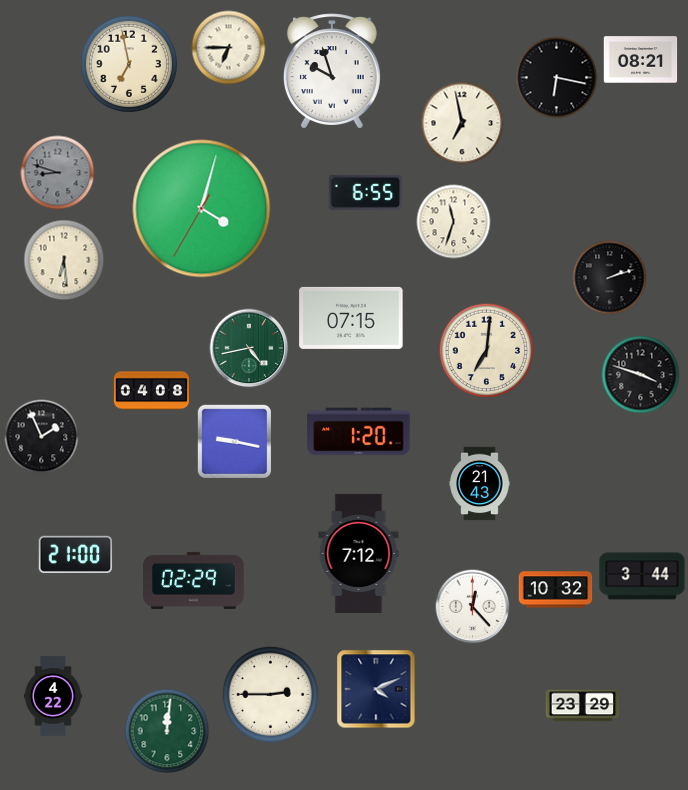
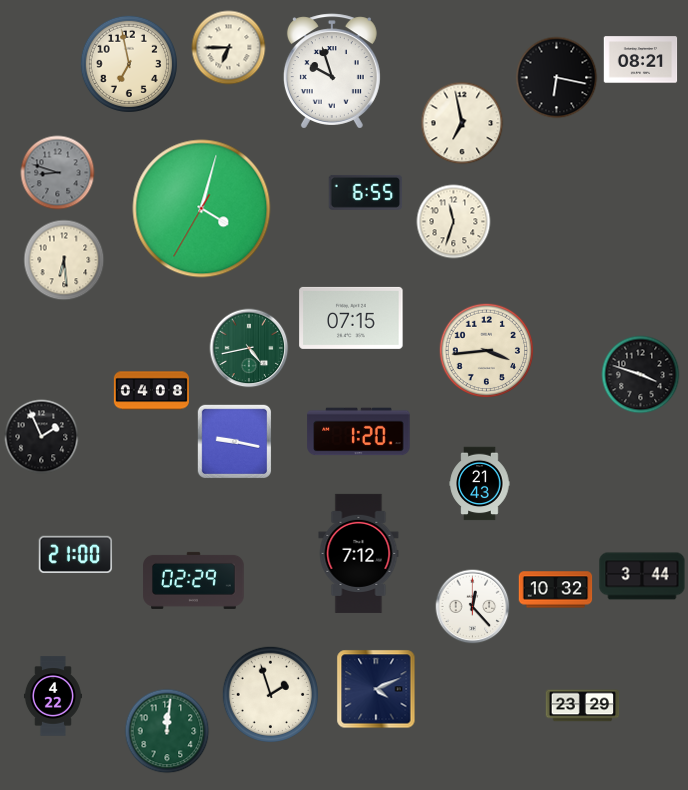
clock at (610, 278): 2:12 -> none
clock at (487, 351): 7:01 -> 3:44
clock at (270, 694): 2:45 -> 1:57
